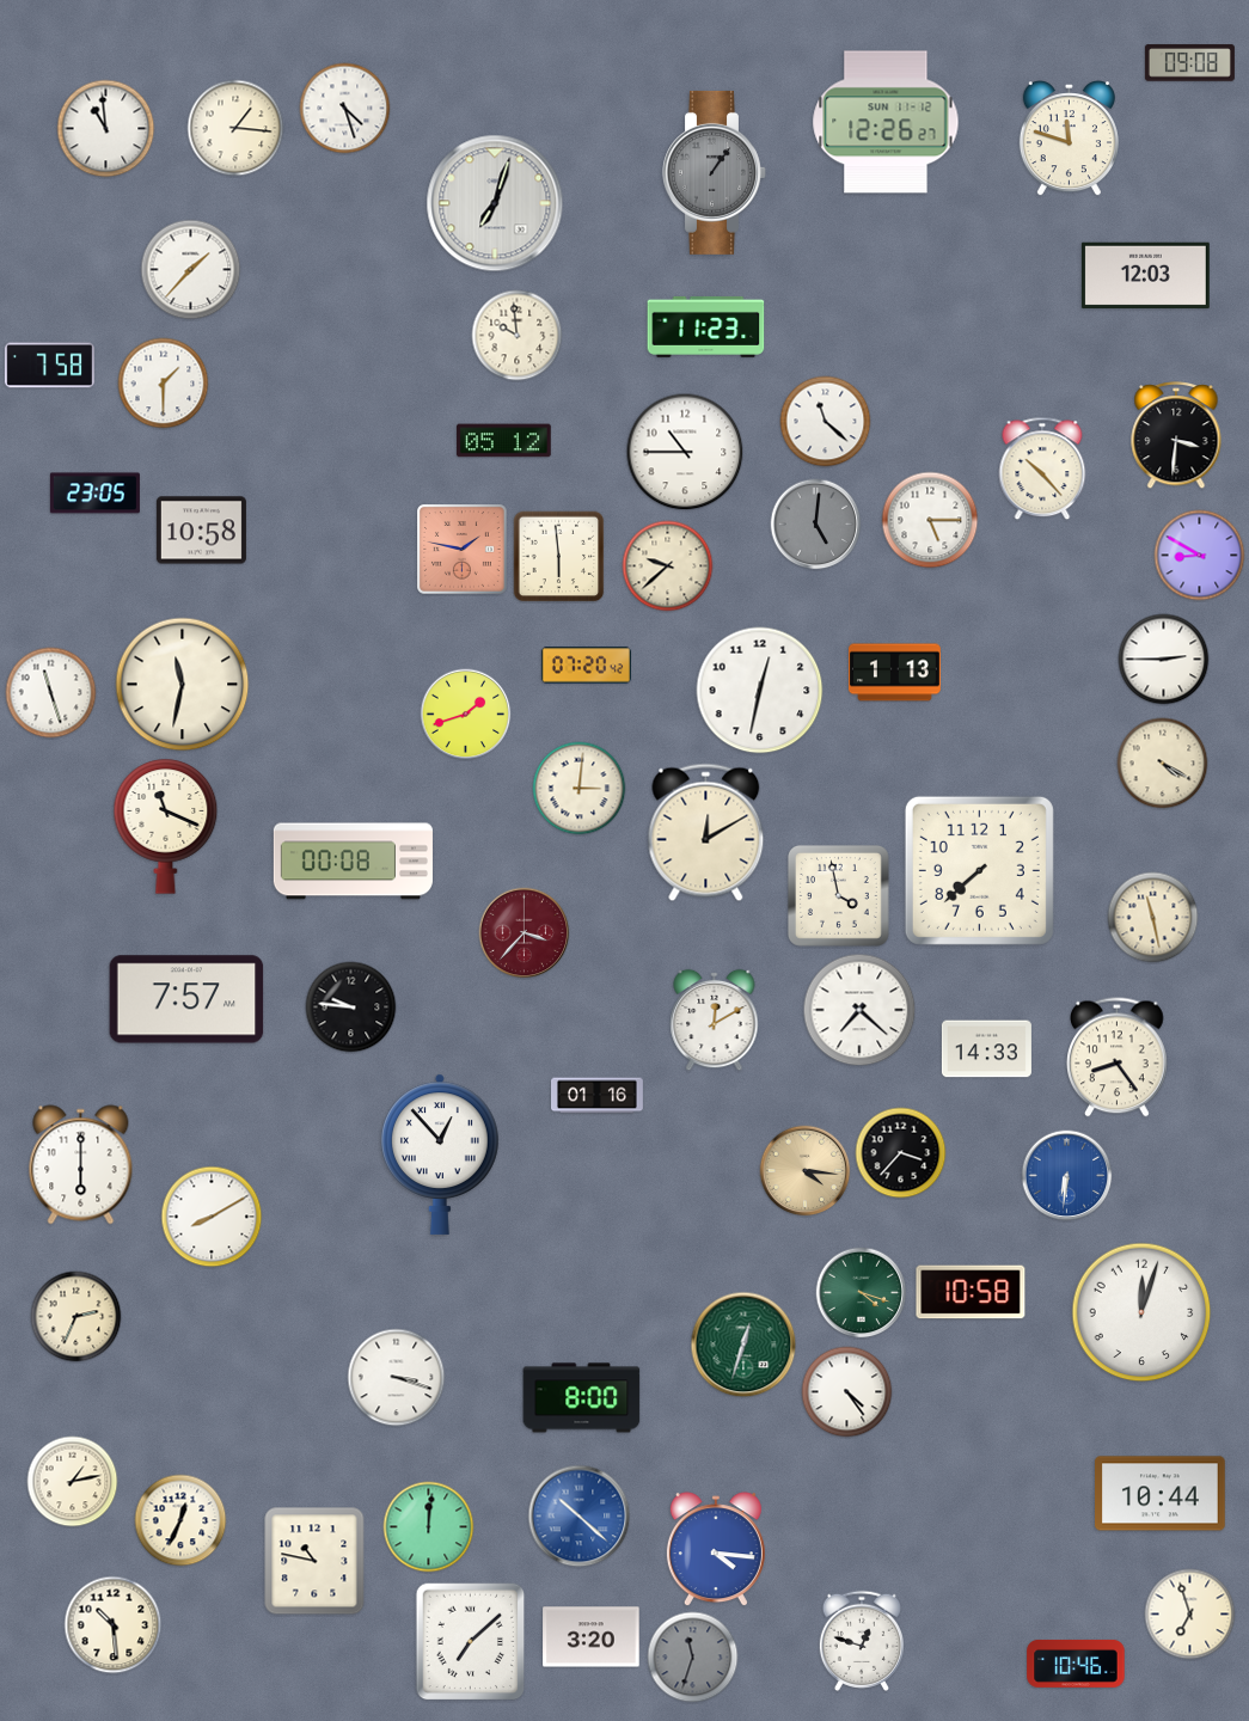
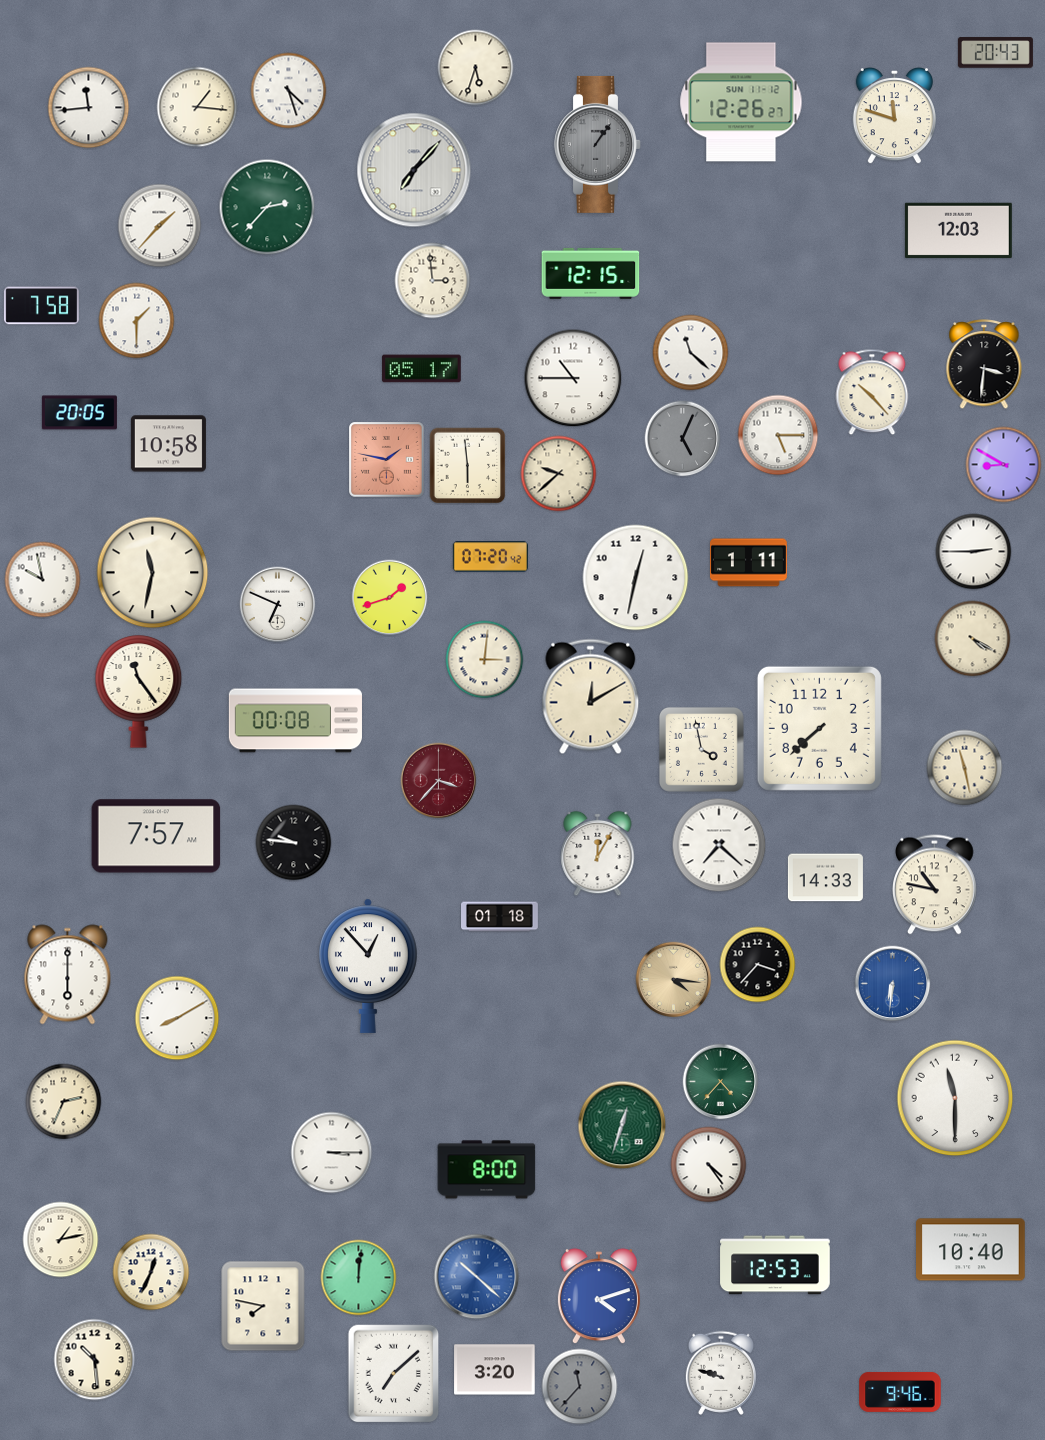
clock at (1189, 63): 09:08 -> 20:43
clock at (476, 68): none -> 5:33
clock at (106, 129): 10:59 -> 11:44
clock at (495, 203): 7:03 -> 7:07
clock at (267, 207): none -> 2:37
clock at (706, 326): 11:23 -> 12:15
clock at (518, 336): 9:59 -> 2:59
clock at (504, 441): 05:12 -> 05:17
clock at (94, 494): 23:05 -> 20:05
clock at (816, 525): 5:01 -> 5:04
clock at (895, 673): 1:13 -> 1:11
clock at (51, 693): 11:27 -> 9:58
clock at (278, 605): none -> 6:49
clock at (166, 827): 11:19 -> 11:24
clock at (715, 1021): 12:10 -> 12:05
clock at (1118, 1058): 8:24 -> 10:47
clock at (598, 1096): 01:16 -> 01:18
clock at (901, 1153) position: (901, 1153) -> (758, 965)
clock at (971, 1292): 10:58 -> none
clock at (862, 1293): 4:18 -> 4:37
clock at (1141, 1312): 12:03 -> 11:30
clock at (397, 1378): 3:18 -> 3:15
clock at (1161, 1494): 10:44 -> 10:40
clock at (775, 1265): none -> 12:53
clock at (580, 1517) position: (580, 1517) -> (477, 1277)
clock at (716, 1550): 4:16 -> 4:12
clock at (314, 1561): 10:47 -> 7:47
clock at (1190, 1615): 6:57 -> none
clock at (861, 1641): 12:48 -> 9:48
clock at (693, 1658): 11:33 -> 11:37
clock at (1076, 1664): 10:46 -> 9:46
